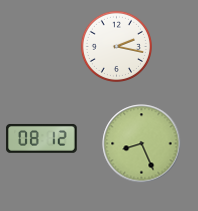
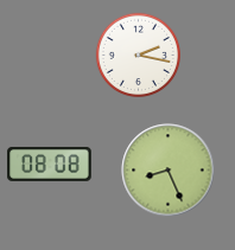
clock at (42, 139): 08:12 -> 08:08
